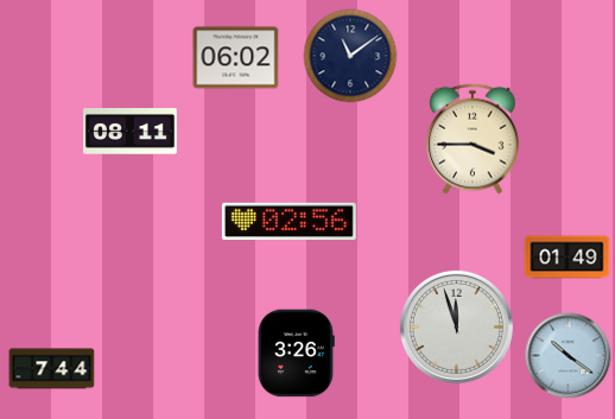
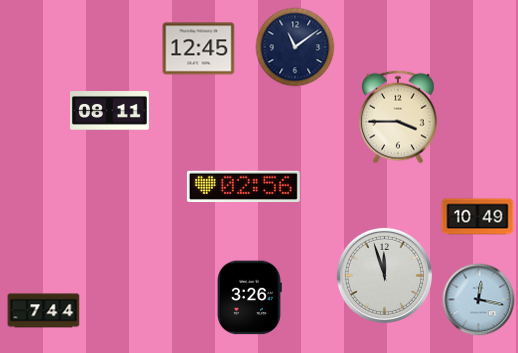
clock at (236, 58): 06:02 -> 12:45
clock at (568, 258): 01:49 -> 10:49
clock at (569, 356): 10:21 -> 12:17
